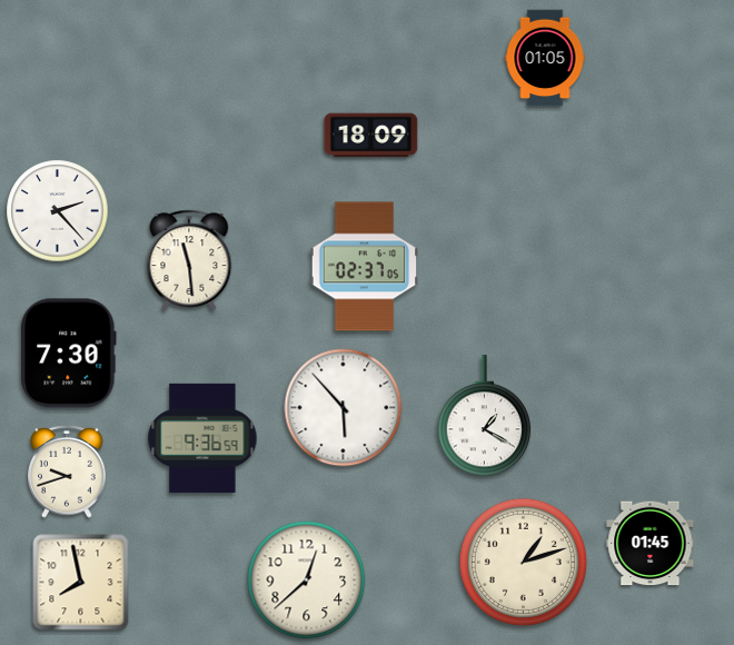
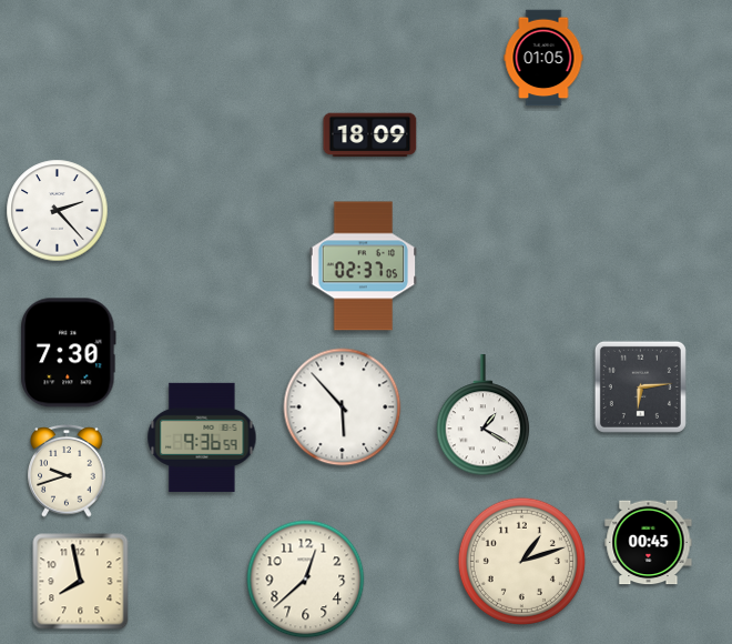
clock at (189, 260): 11:29 -> none
clock at (640, 386): none -> 6:14
clock at (651, 544): 01:45 -> 00:45
